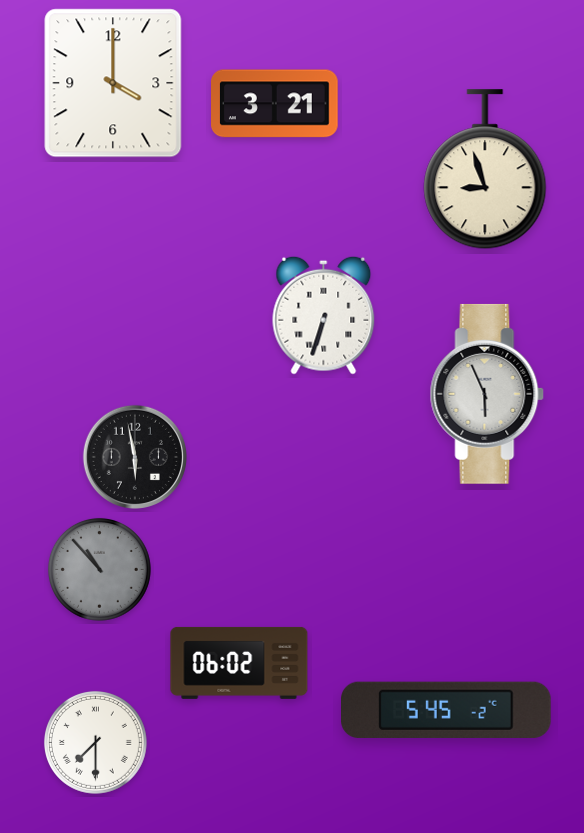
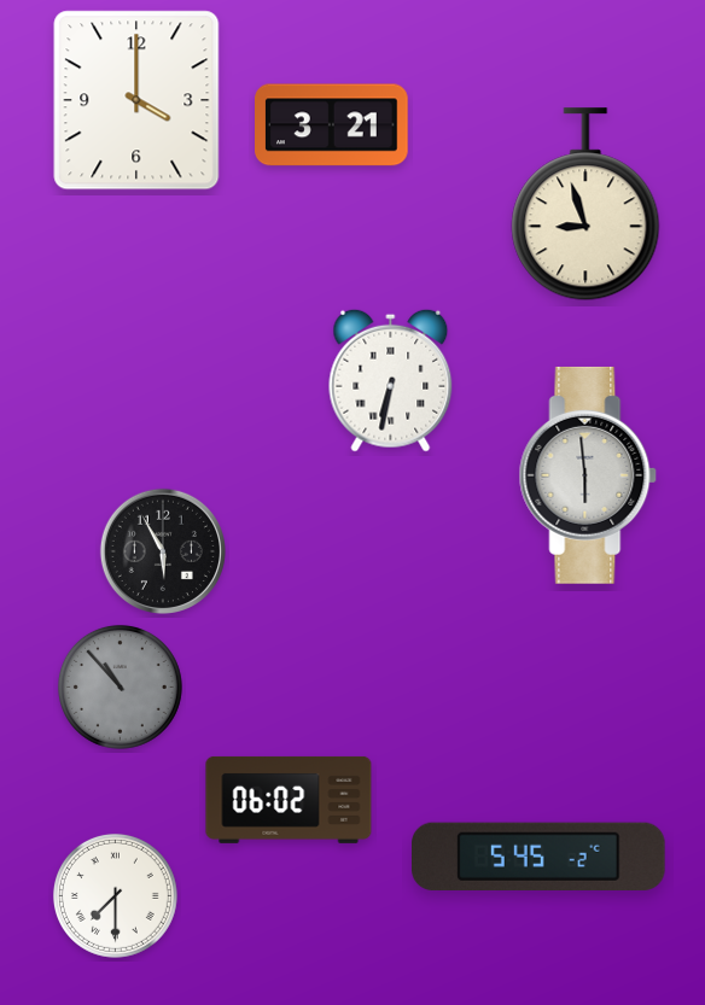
clock at (324, 315): 6:33 -> 6:32
clock at (487, 394): 5:56 -> 5:59
clock at (135, 457): 5:58 -> 5:55
